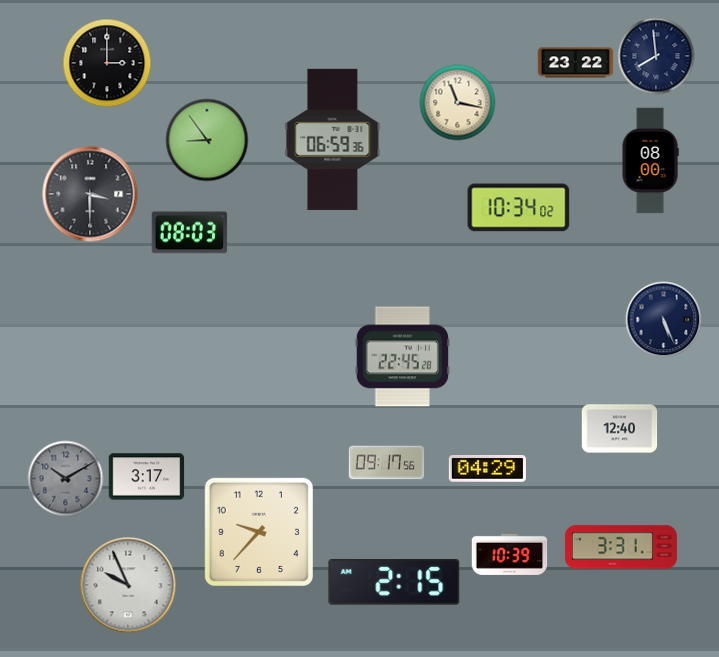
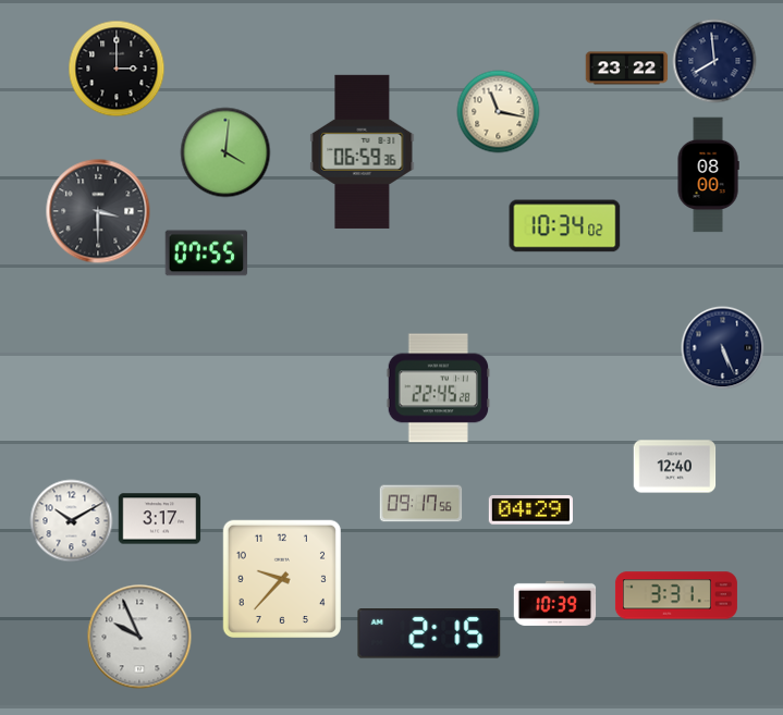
clock at (207, 140): 8:54 -> 4:01
clock at (190, 233): 08:03 -> 07:55
clock at (66, 479) dial: grey -> white
